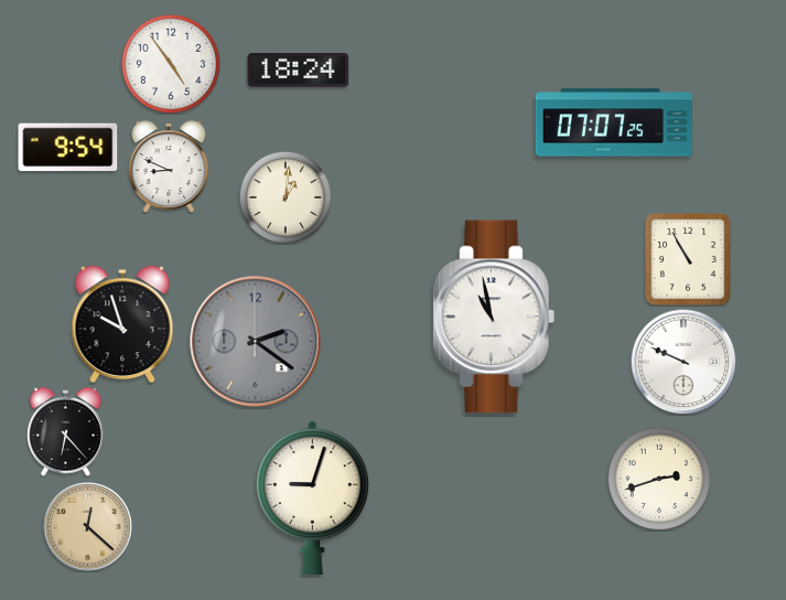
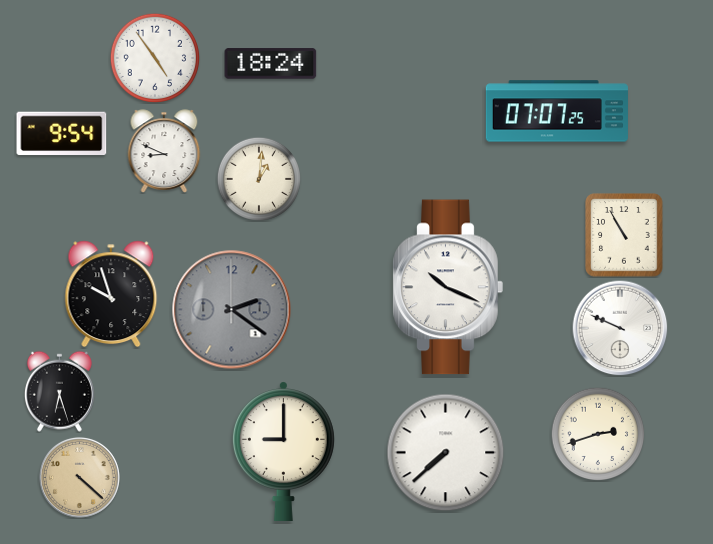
clock at (169, 167) position: (169, 167) -> (164, 151)
clock at (494, 317): 10:58 -> 10:19
clock at (65, 431): 6:23 -> 6:27
clock at (312, 497): 9:03 -> 9:00
clock at (446, 453): none -> 7:38
clock at (87, 526): 12:22 -> 4:22
